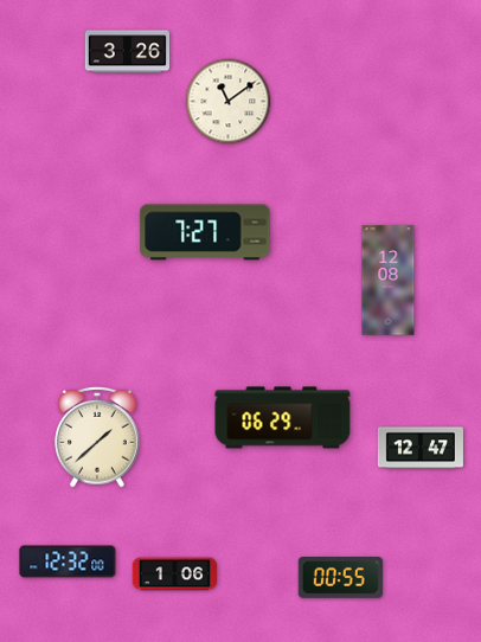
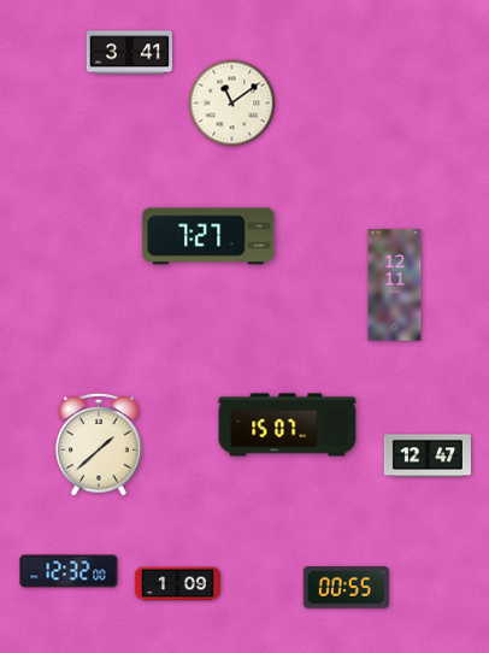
clock at (127, 52): 3:26 -> 3:41
clock at (389, 281): 12:08 -> 12:11
clock at (283, 418): 06:29 -> 15:07
clock at (174, 574): 1:06 -> 1:09
